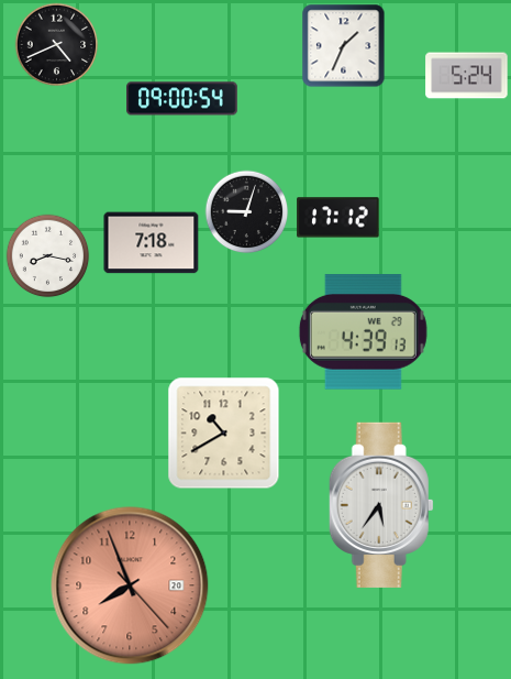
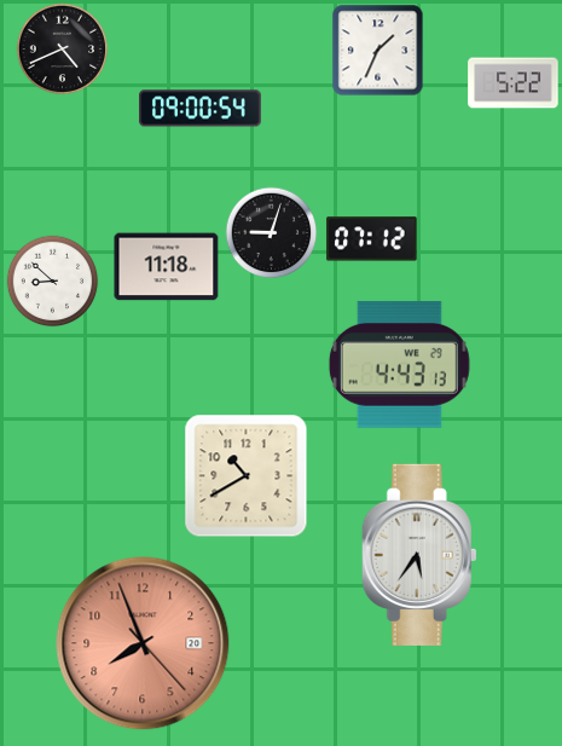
clock at (467, 76): 5:24 -> 5:22
clock at (338, 218): 17:12 -> 07:12
clock at (152, 243): 7:18 -> 11:18
clock at (48, 256): 8:17 -> 8:52
clock at (363, 332): 4:39 -> 4:43
